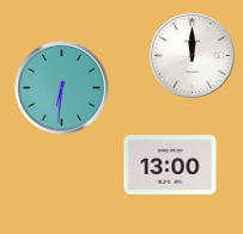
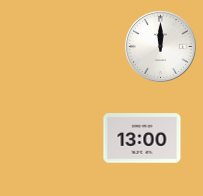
clock at (62, 88): 6:31 -> none
